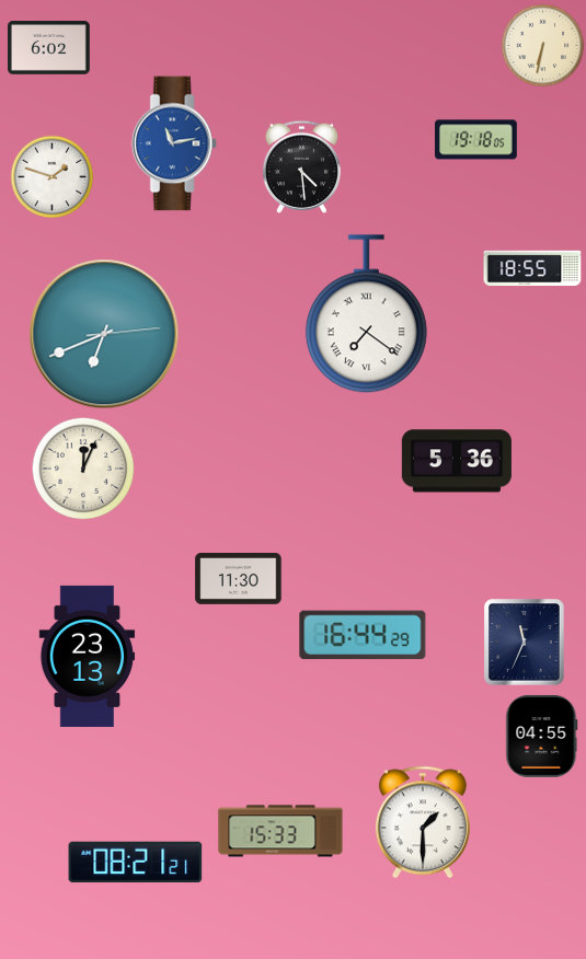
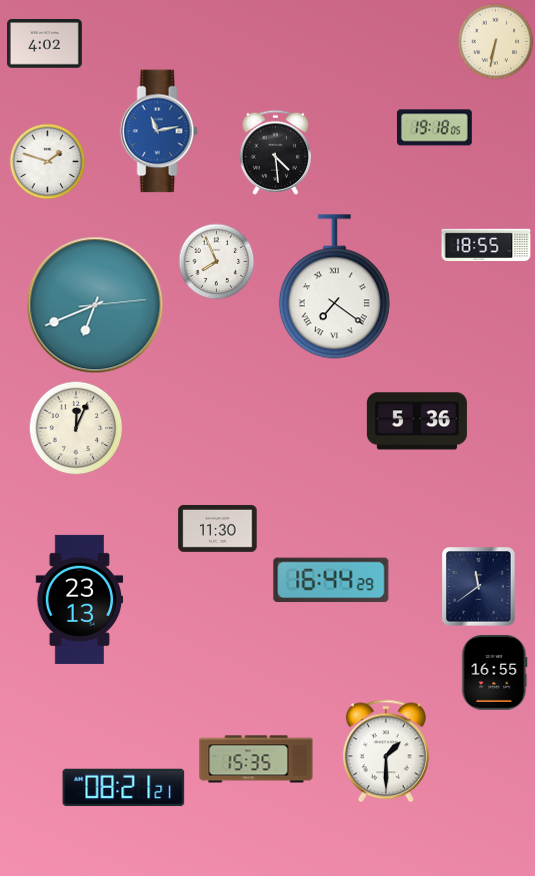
clock at (49, 48): 6:02 -> 4:02
clock at (217, 262): none -> 7:56
clock at (525, 643): 11:34 -> 11:39
clock at (542, 736): 04:55 -> 16:55
clock at (280, 831): 15:33 -> 15:35
